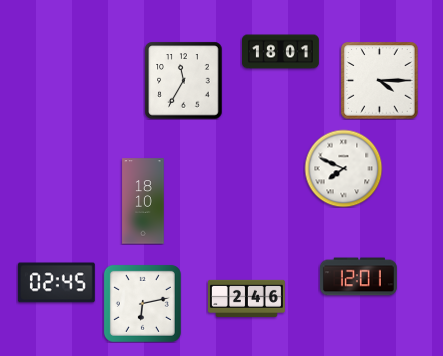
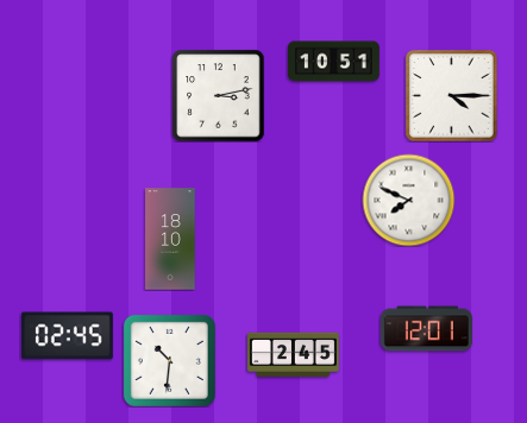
clock at (281, 52): 18:01 -> 10:51
clock at (183, 80): 11:35 -> 3:13
clock at (247, 298): 2:46 -> 2:45
clock at (142, 303): 6:13 -> 10:31
